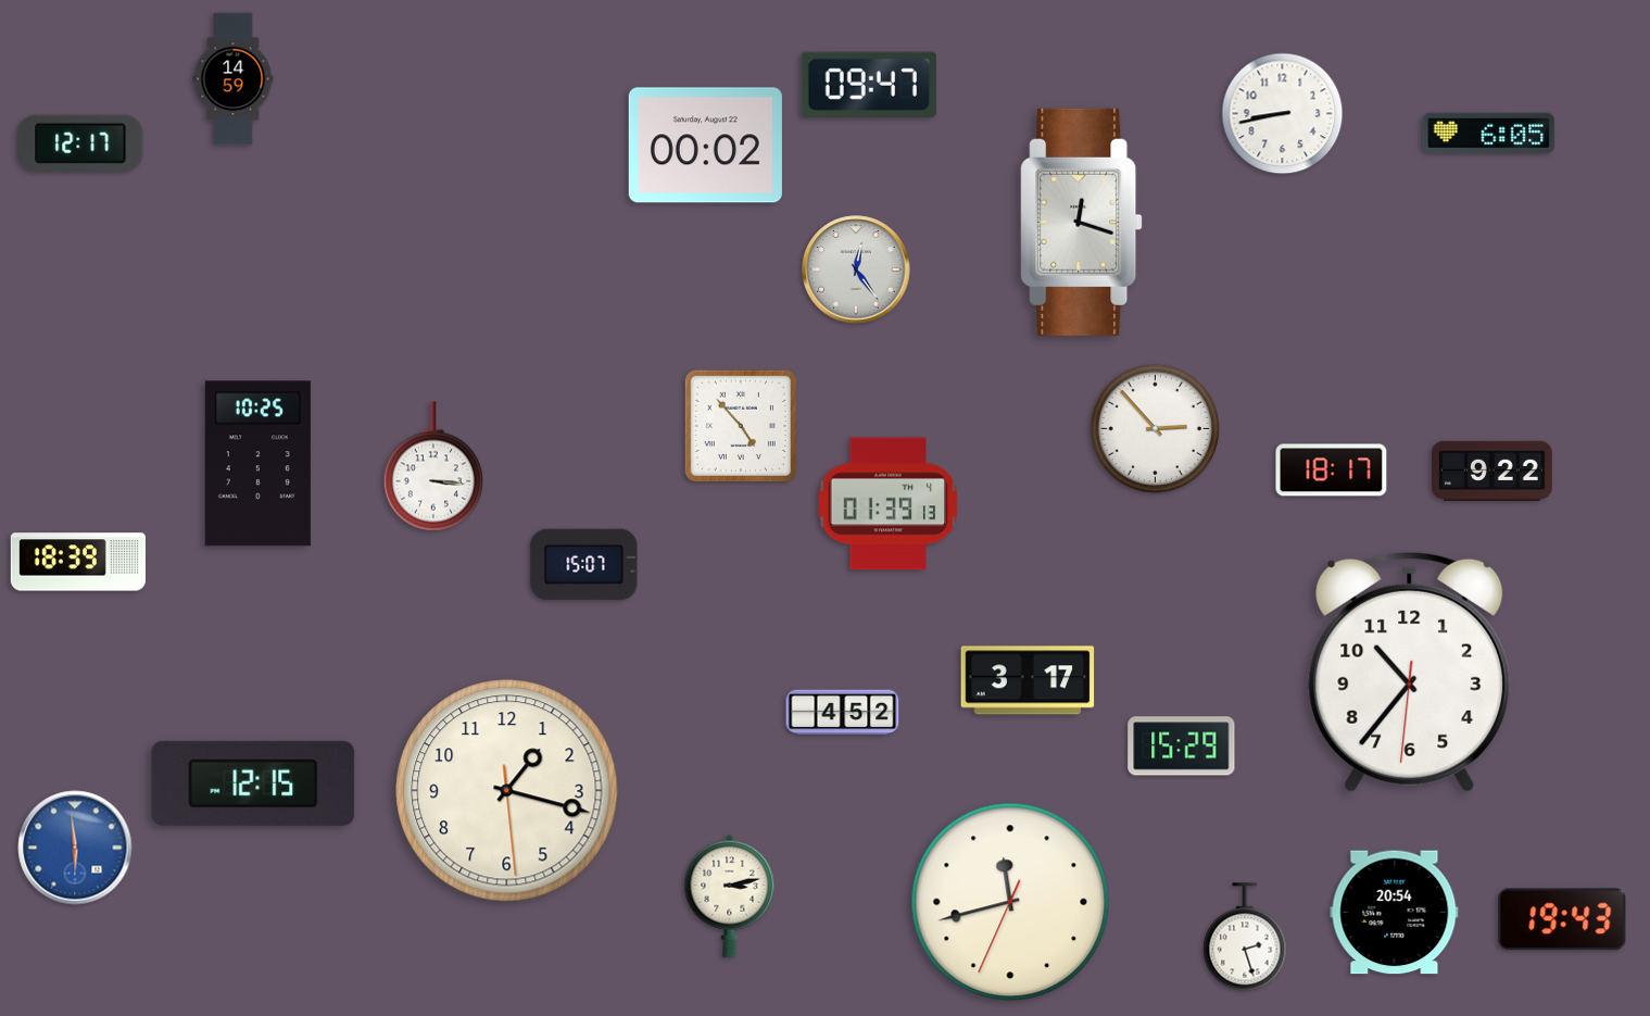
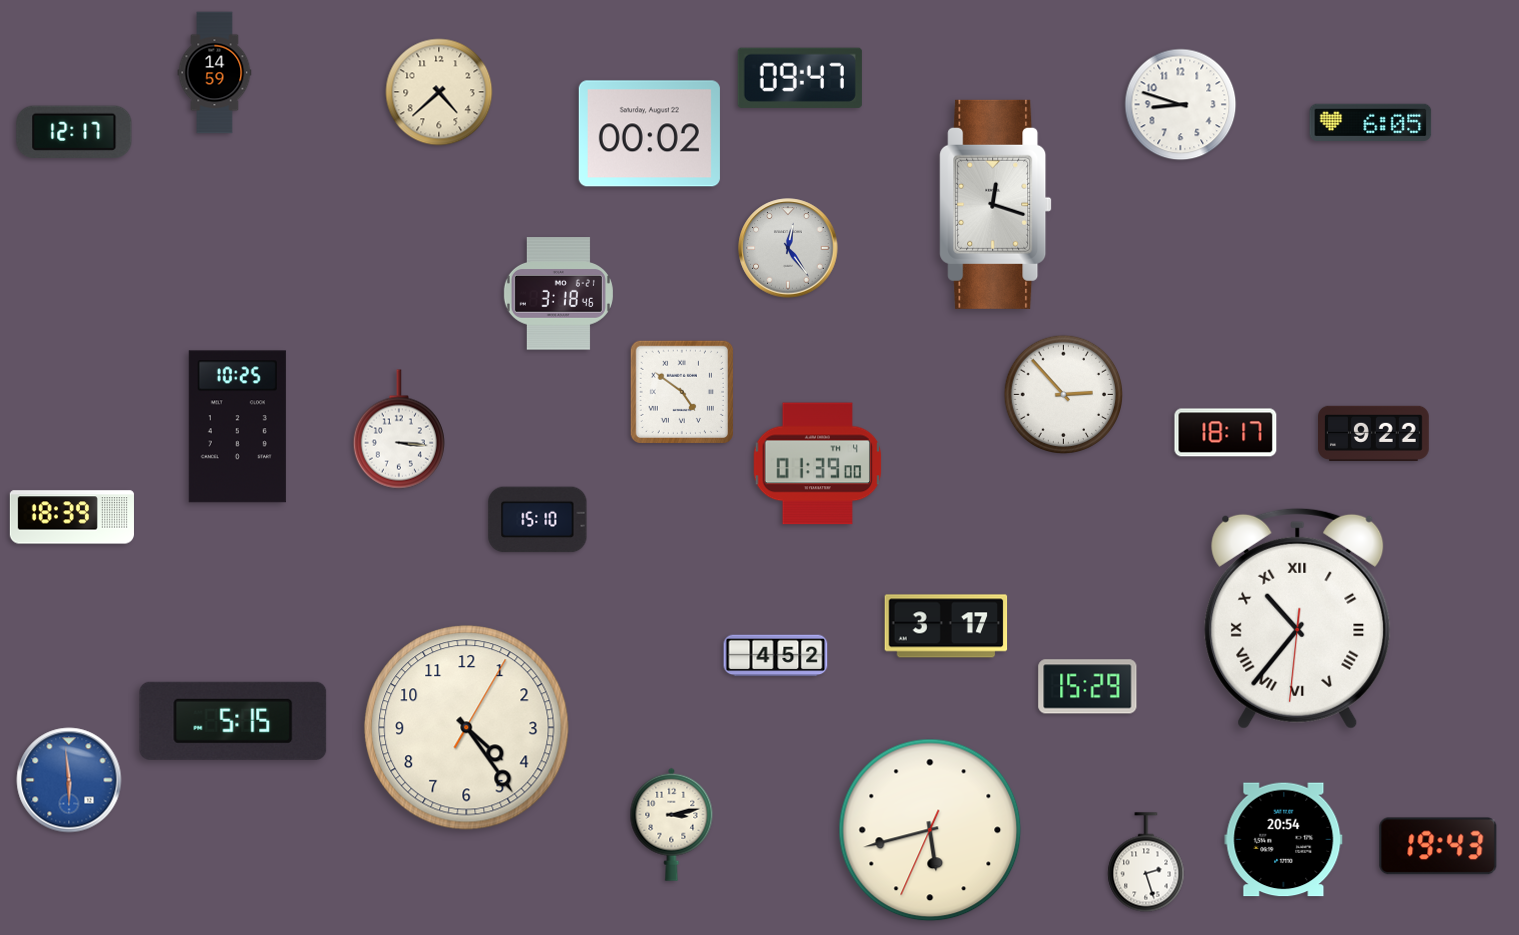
clock at (439, 92): none -> 4:38
clock at (1283, 114): 8:43 -> 8:48
clock at (558, 294): none -> 3:18
clock at (741, 426): 4:53 -> 4:51
clock at (889, 504): 01:39:13 -> 01:39:00
clock at (584, 565): 15:07 -> 15:10
clock at (1410, 672) numerals: Arabic -> Roman
clock at (253, 783): 12:15 -> 5:15
clock at (507, 791): 1:17 -> 4:24
clock at (1010, 902): 11:42 -> 5:42
